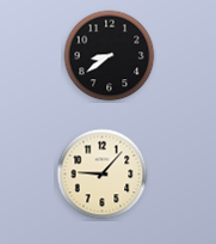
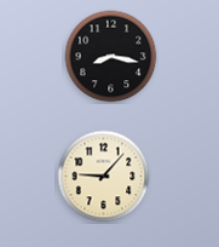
clock at (110, 56): 8:39 -> 8:17
